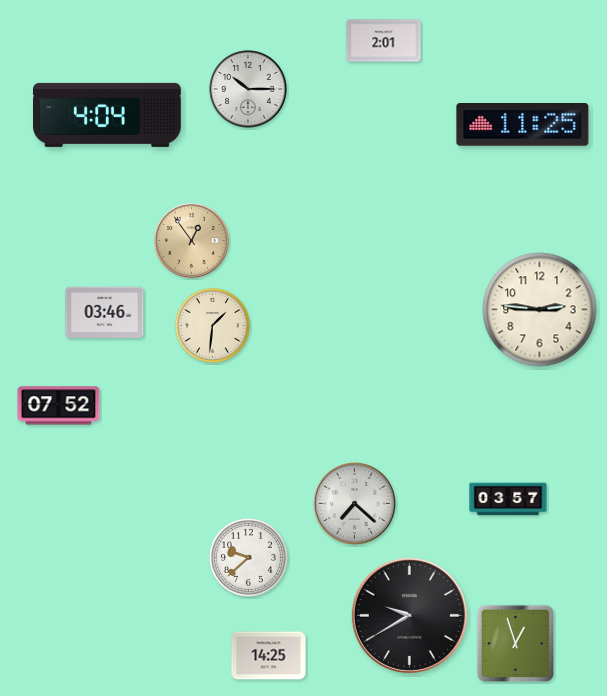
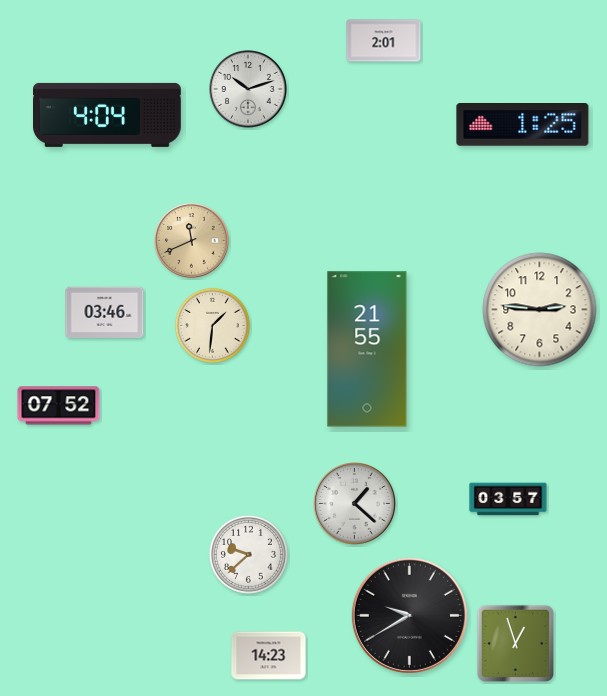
clock at (248, 89): 10:15 -> 10:12
clock at (523, 125): 11:25 -> 1:25
clock at (192, 241): 12:54 -> 11:41
clock at (367, 349): none -> 21:55
clock at (355, 504): 7:22 -> 1:22
clock at (248, 557) position: (248, 557) -> (248, 554)
clock at (269, 656): 14:25 -> 14:23
